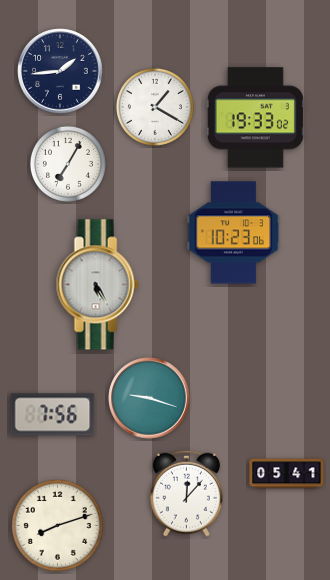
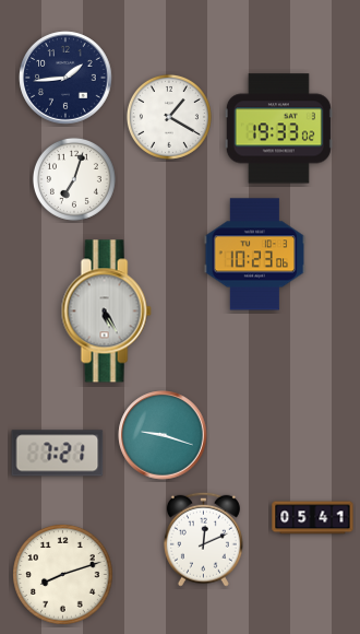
clock at (68, 164): 7:05 -> 7:03
clock at (53, 415): 7:56 -> 7:21
clock at (186, 493): 12:07 -> 12:11
